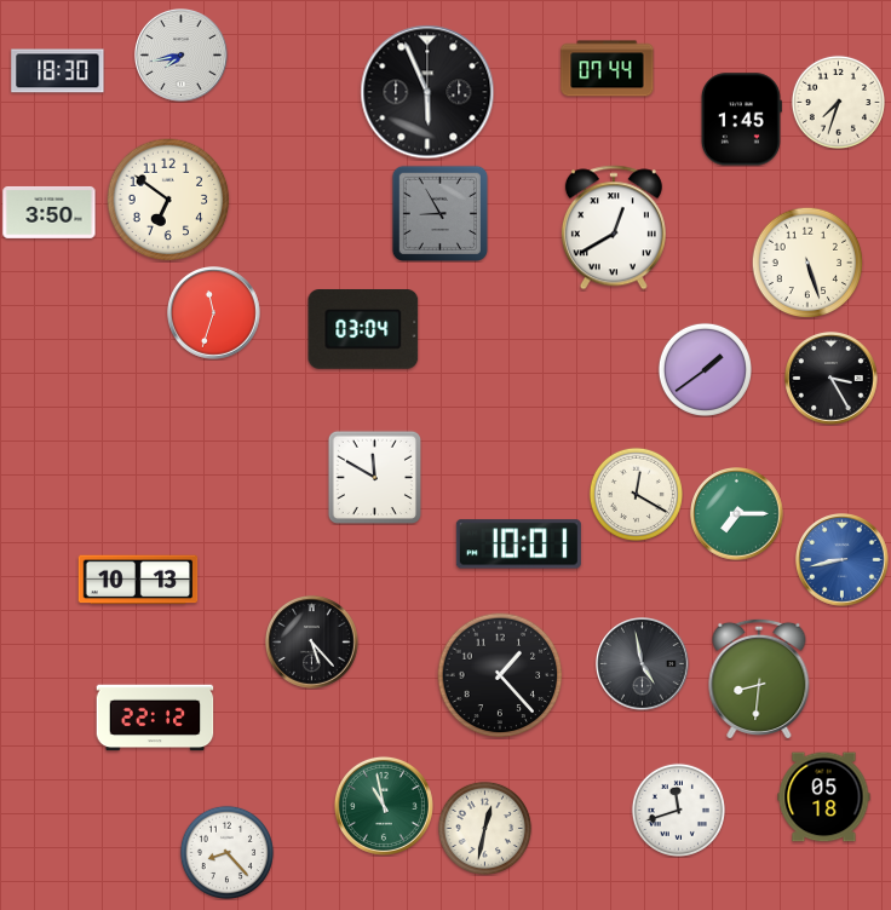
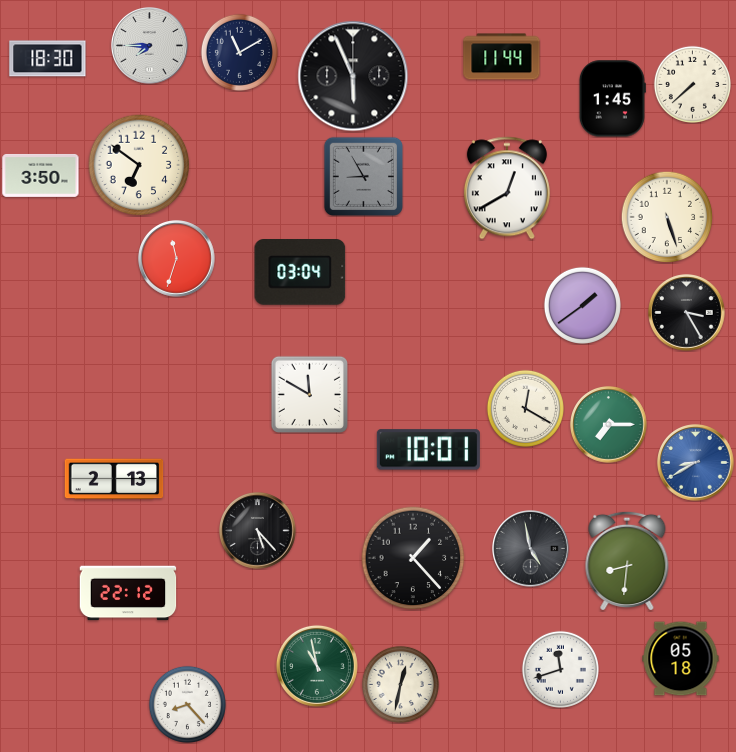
clock at (182, 56): 7:43 -> 7:45
clock at (239, 52): none -> 11:10
clock at (608, 69): 07:44 -> 11:44
clock at (838, 102): 7:33 -> 7:38
clock at (843, 560): 8:43 -> 8:40
clock at (138, 580): 10:13 -> 2:13
